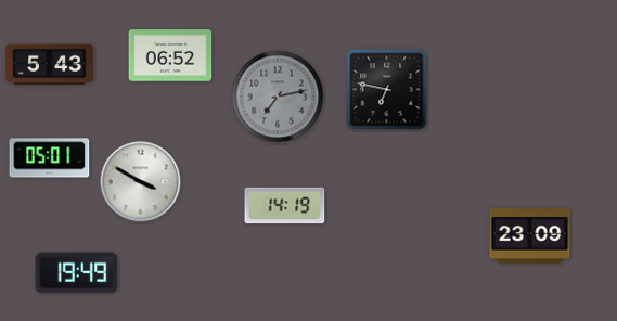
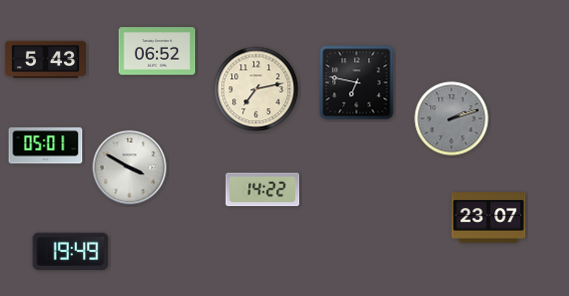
clock at (278, 97) dial: grey -> cream
clock at (452, 119): none -> 2:12
clock at (285, 206): 14:19 -> 14:22
clock at (530, 236): 23:09 -> 23:07
